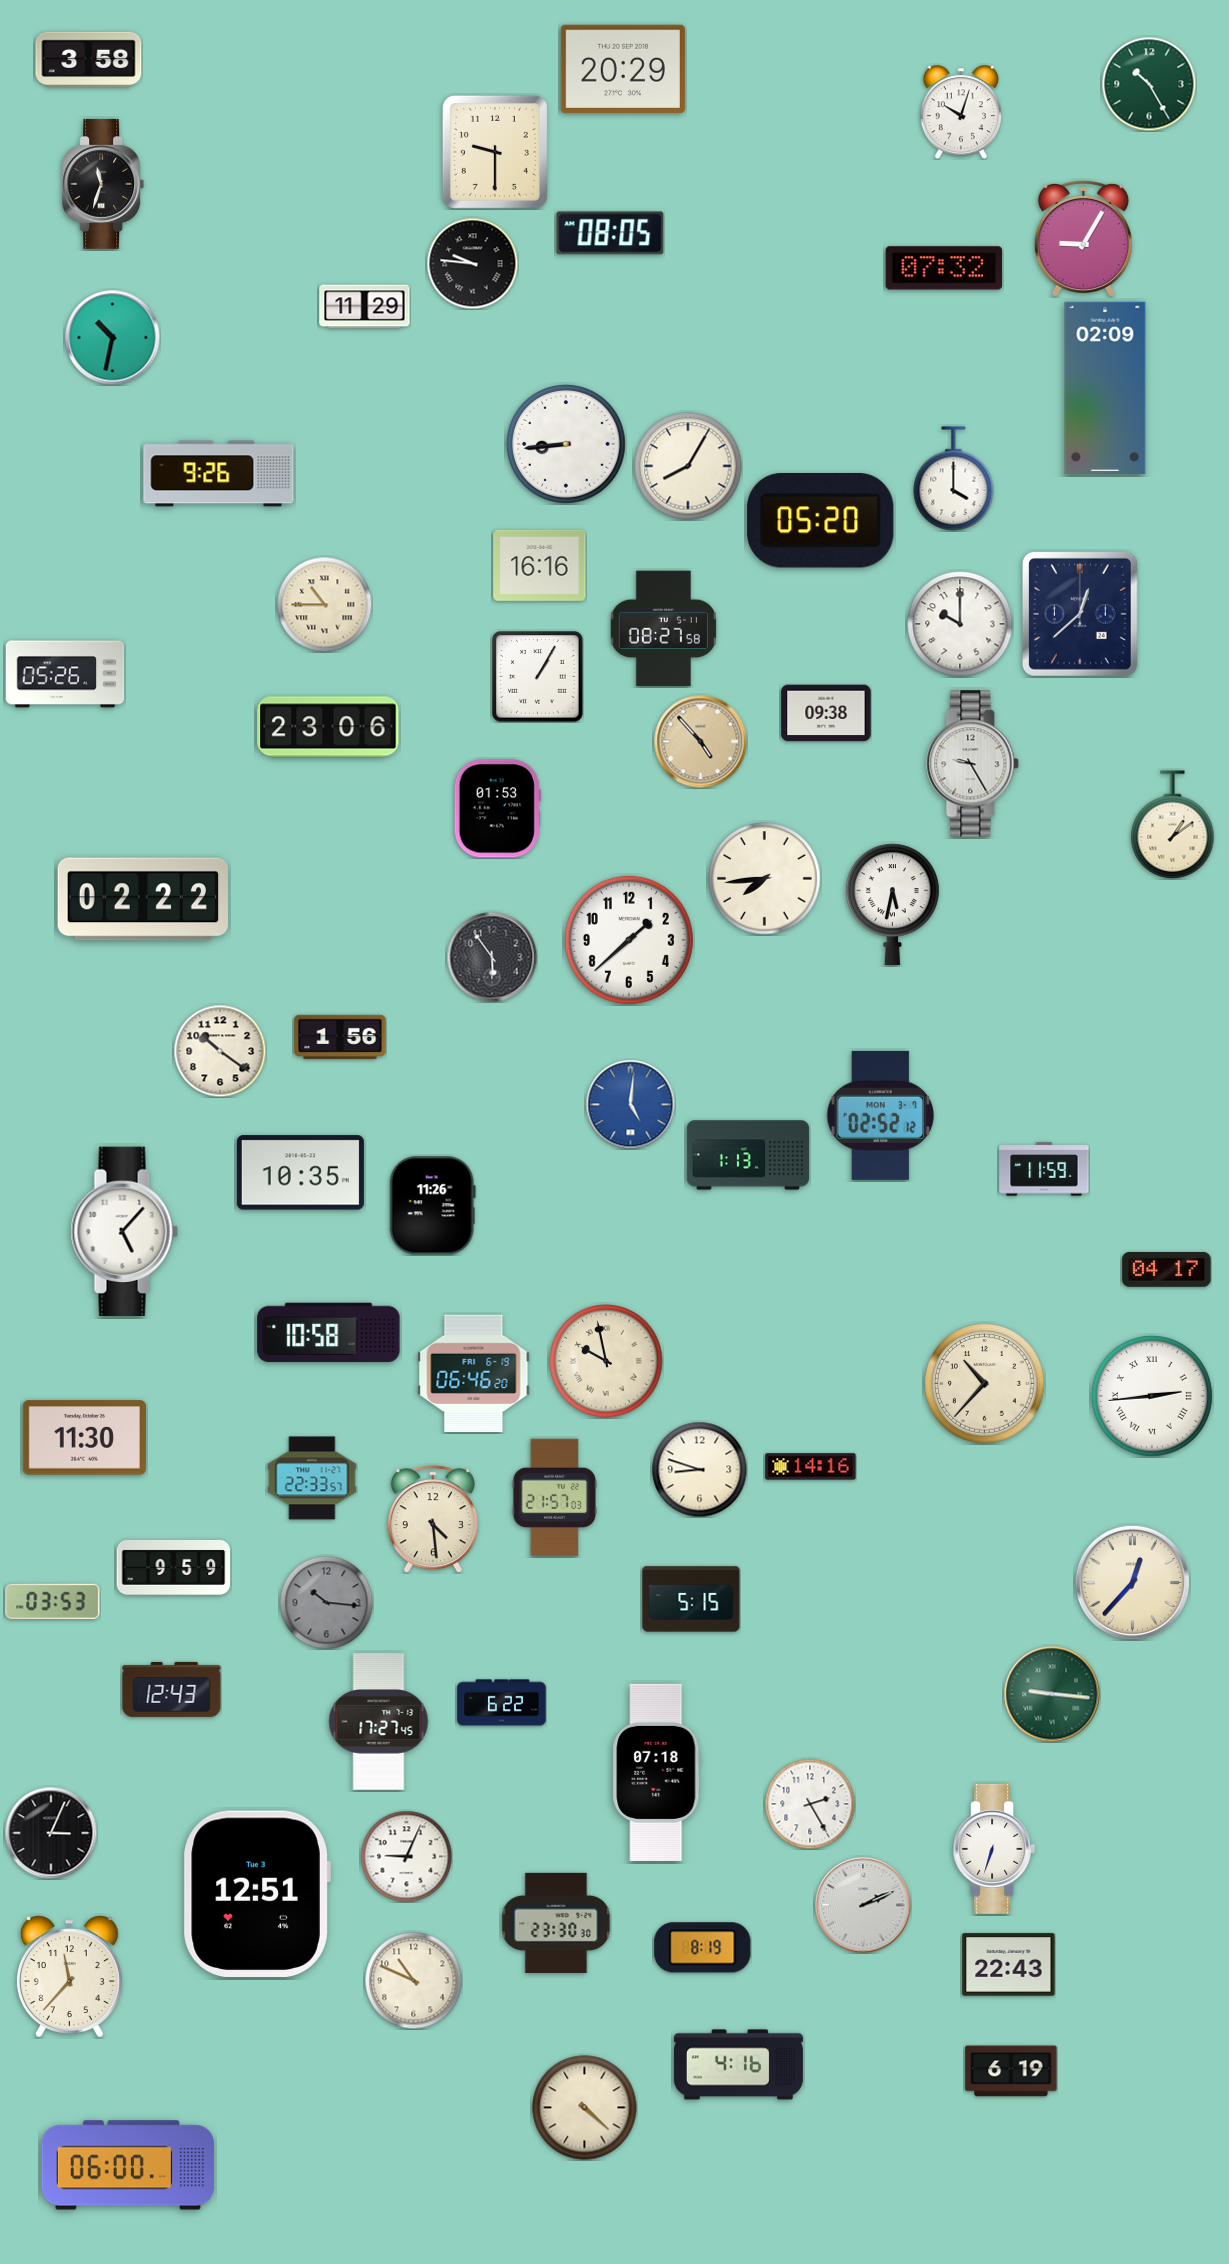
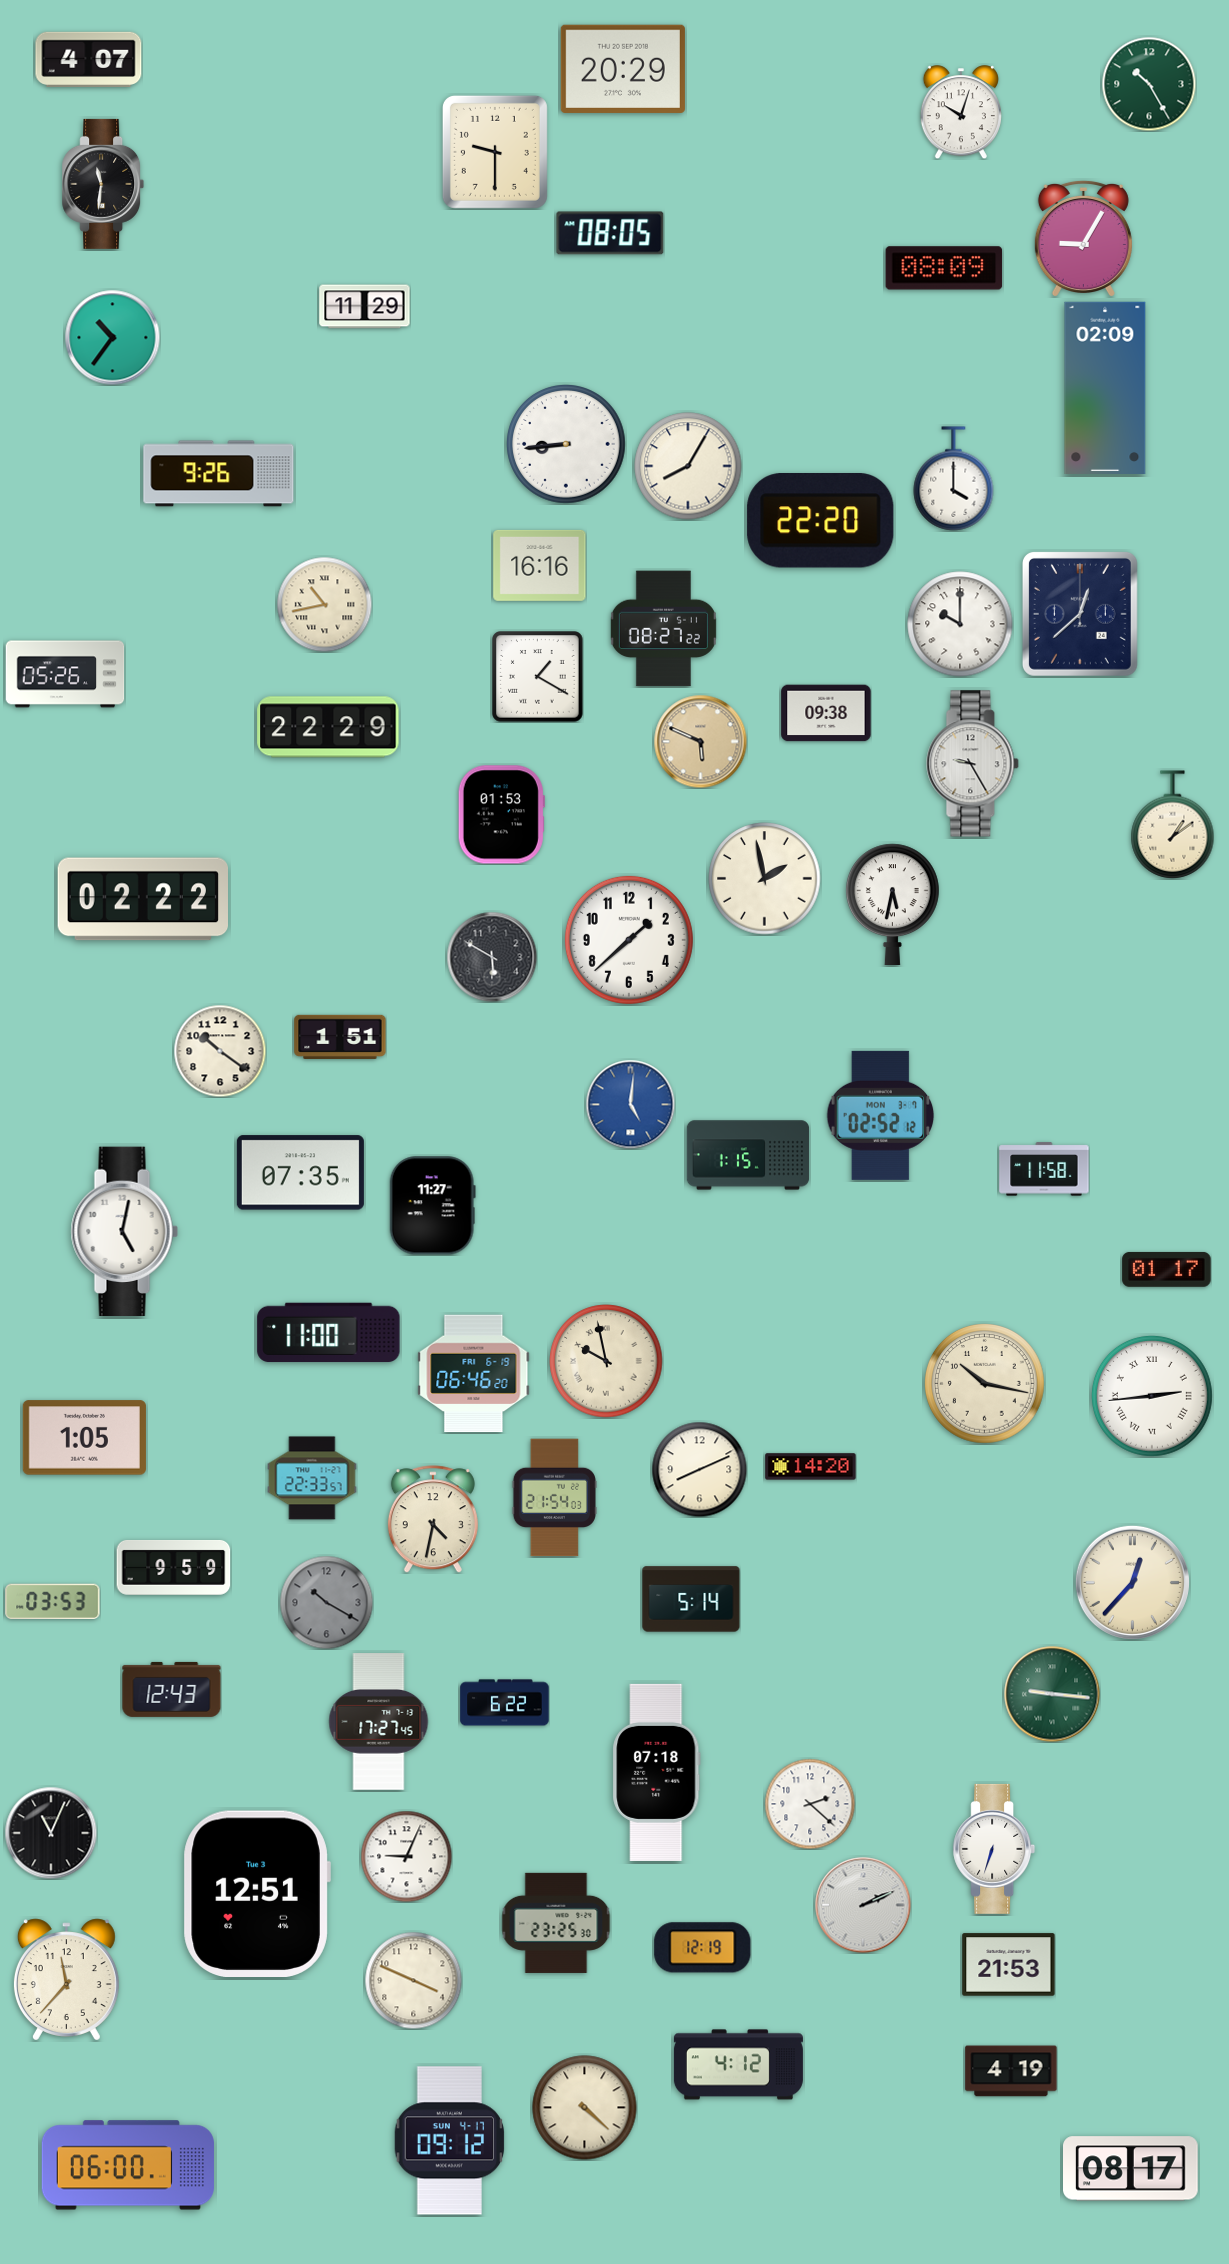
clock at (89, 59): 3:58 -> 4:07
clock at (103, 184): 11:33 -> 11:31
clock at (472, 263): 9:46 -> none
clock at (944, 268): 07:32 -> 08:09
clock at (112, 337): 10:32 -> 10:36
clock at (821, 520): 05:20 -> 22:20
clock at (324, 604): 10:45 -> 10:43
clock at (663, 629): 08:27:58 -> 08:27:22
clock at (538, 677): 1:05 -> 1:20
clock at (328, 727): 23:06 -> 22:29
clock at (700, 741): 4:53 -> 5:49
clock at (497, 809) position: (497, 809) -> (501, 815)
clock at (765, 879): 7:44 -> 1:58
clock at (492, 957): 5:54 -> 5:50
clock at (340, 1037): 1:56 -> 1:51
clock at (748, 1155): 1:13 -> 1:15
clock at (1044, 1169): 11:59 -> 11:58
clock at (300, 1173): 10:35 -> 07:35
clock at (432, 1206): 11:26 -> 11:27
clock at (124, 1232): 5:07 -> 5:02
clock at (1167, 1269): 04:17 -> 01:17
clock at (329, 1333): 10:58 -> 11:00
clock at (985, 1384): 10:37 -> 10:17
clock at (84, 1438): 11:30 -> 1:05
clock at (811, 1467): 14:16 -> 14:20
clock at (699, 1469): 8:48 -> 8:11
clock at (554, 1498): 21:57 -> 21:54
clock at (433, 1519): 4:29 -> 4:32
clock at (691, 1599): 5:15 -> 5:14
clock at (326, 1602): 10:16 -> 10:20
clock at (502, 1703) position: (502, 1703) -> (505, 1703)
clock at (810, 1804): 2:25 -> 2:22
clock at (51, 1833): 3:04 -> 11:04
clock at (556, 1923): 23:30 -> 23:25
clock at (703, 1948): 8:19 -> 12:19
clock at (1009, 1965): 22:43 -> 21:53
clock at (69, 1977) position: (69, 1977) -> (66, 1980)
clock at (413, 1980): 10:49 -> 3:49
clock at (738, 2065): 4:16 -> 4:12
clock at (1011, 2071): 6:19 -> 4:19
clock at (450, 2141): none -> 09:12
clock at (1131, 2169): none -> 08:17
